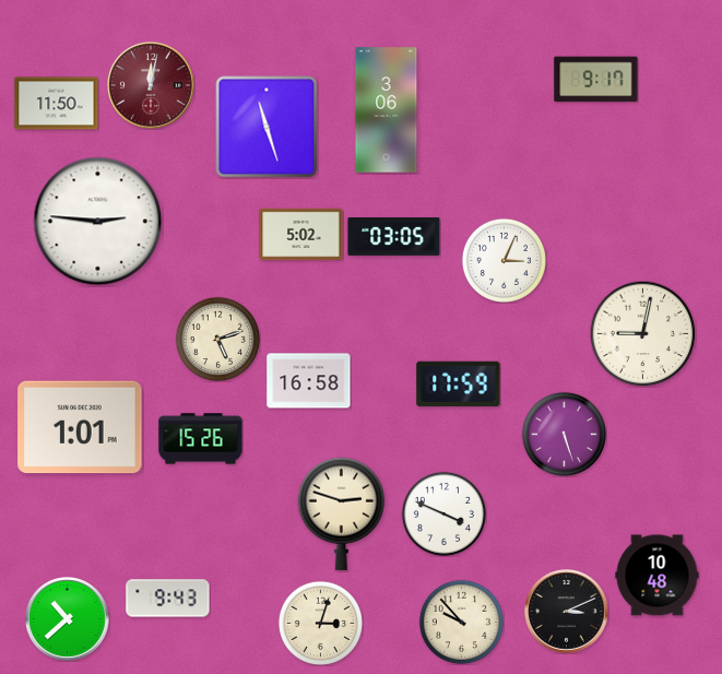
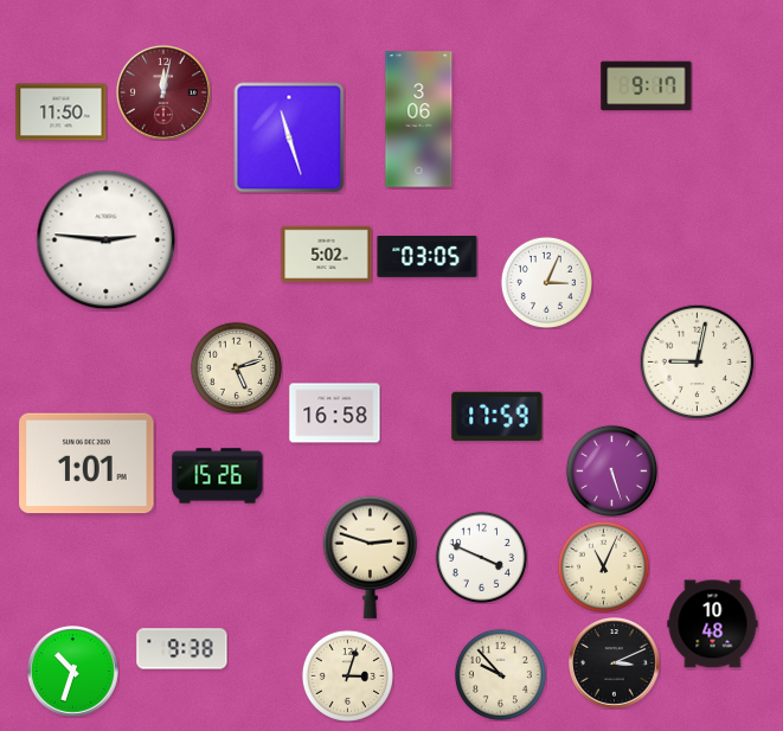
clock at (603, 566): none -> 11:04
clock at (168, 599): 9:43 -> 9:38
clock at (68, 619): 10:38 -> 10:33
